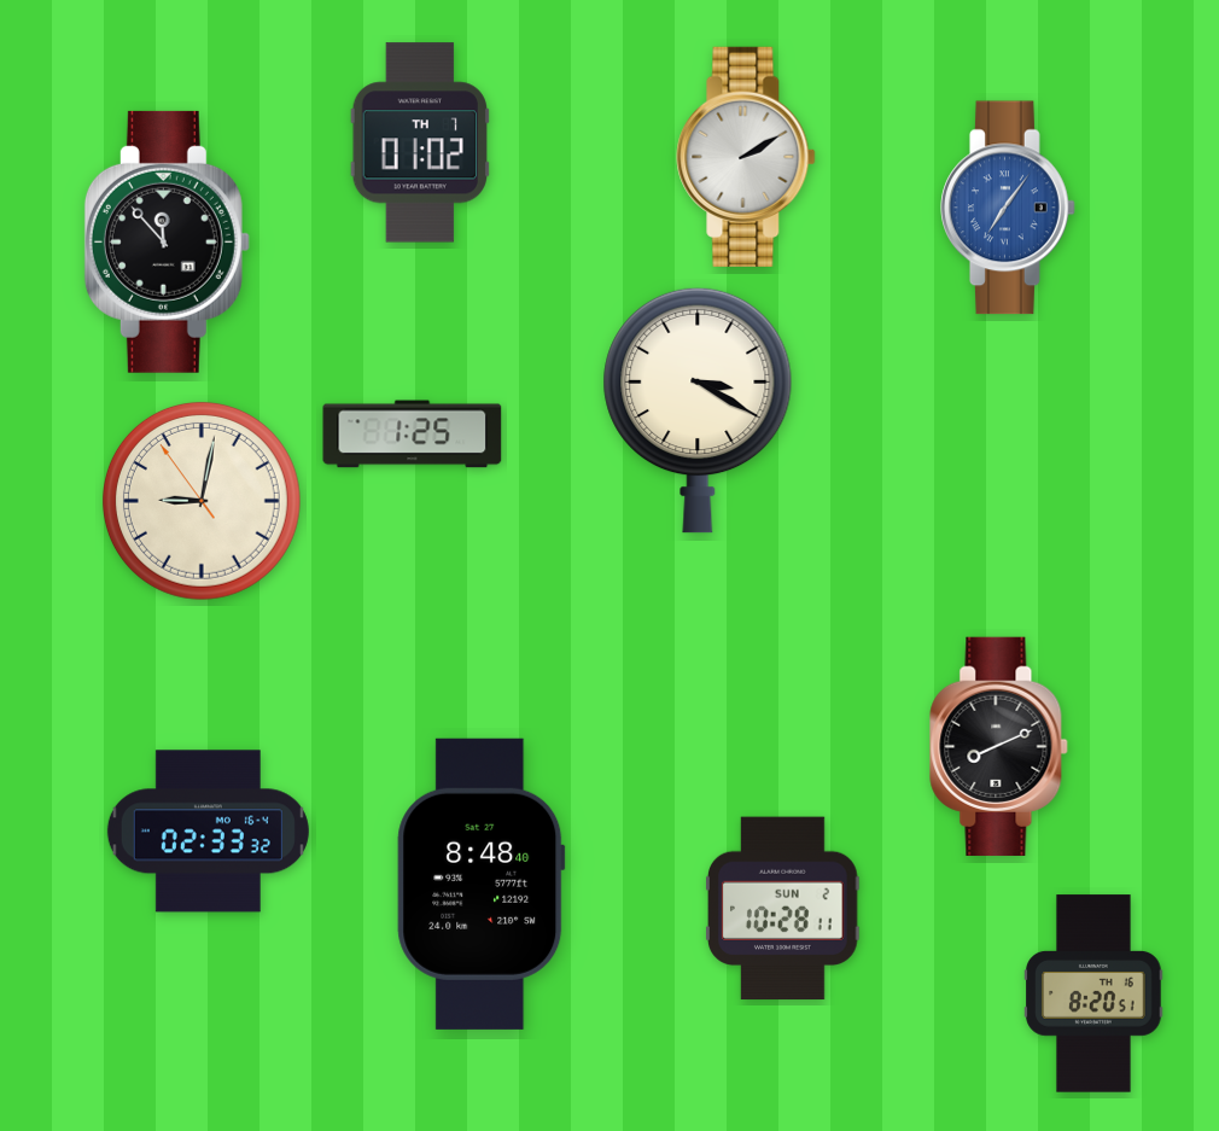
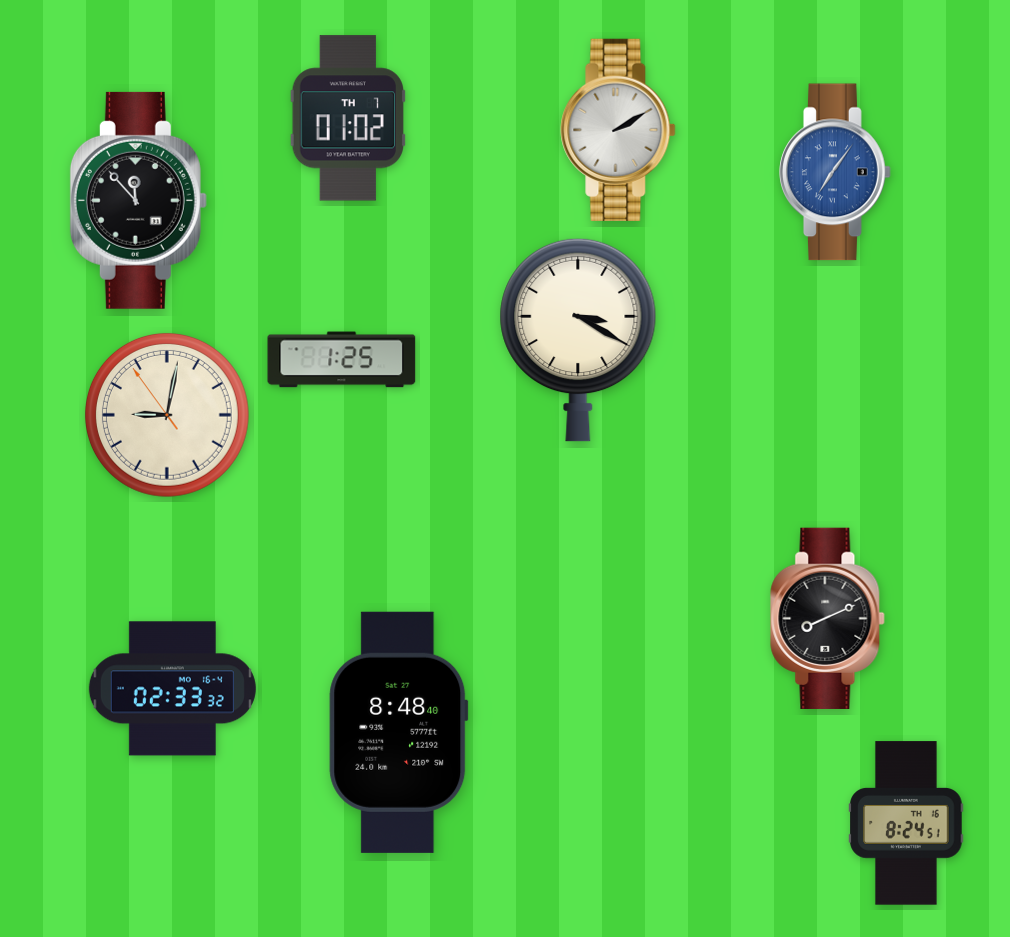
clock at (783, 909): 10:28 -> none
clock at (1093, 993): 8:20 -> 8:24
